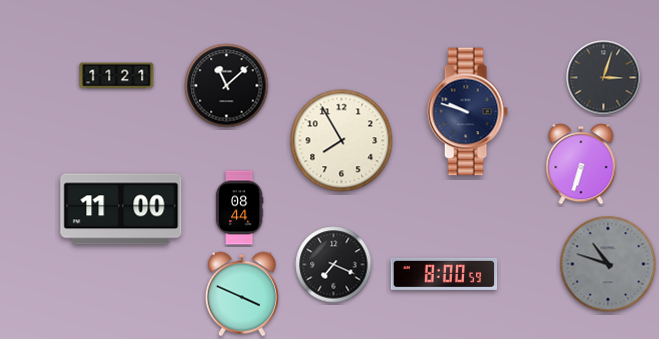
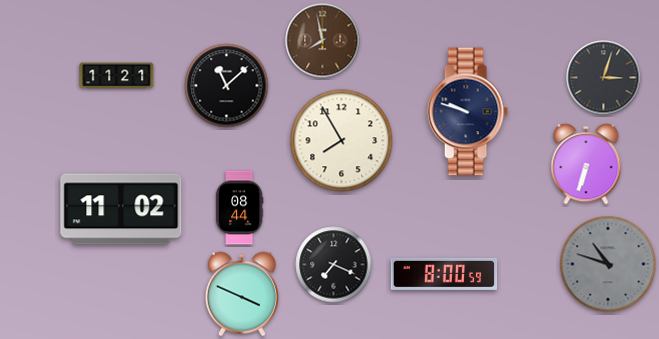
clock at (323, 41): none -> 7:58
clock at (581, 164) position: (581, 164) -> (586, 164)
clock at (121, 209): 11:00 -> 11:02
